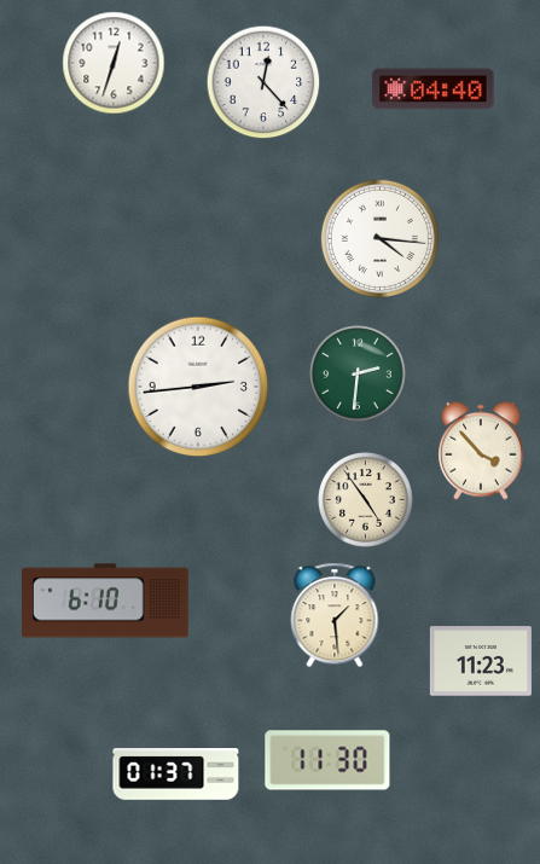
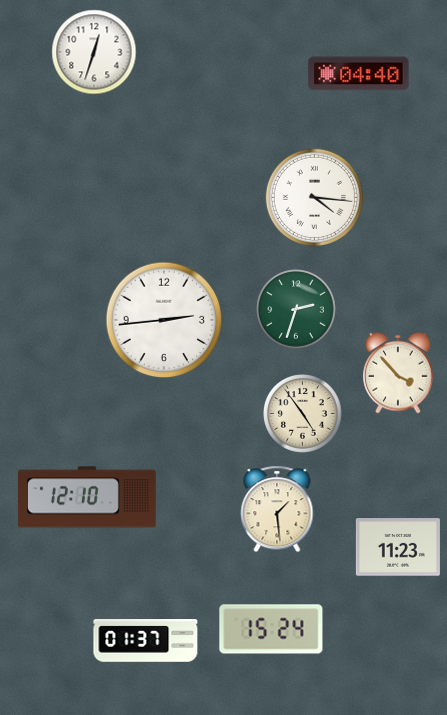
clock at (263, 82): 12:23 -> none
clock at (358, 373): 2:31 -> 2:33
clock at (106, 601): 6:10 -> 12:10
clock at (327, 760): 11:30 -> 15:24
